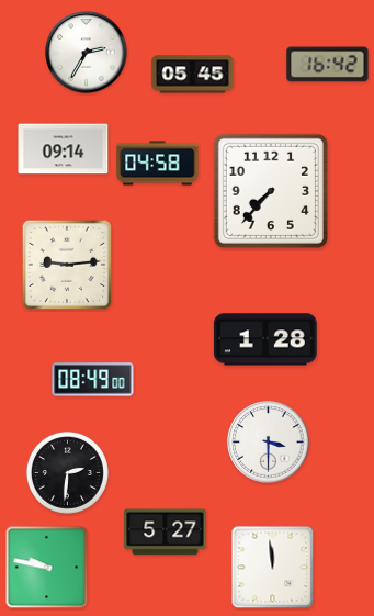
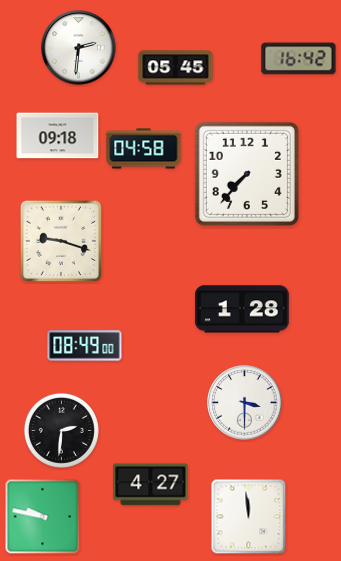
clock at (87, 53): 2:35 -> 2:31
clock at (64, 149): 09:14 -> 09:18
clock at (67, 265): 9:14 -> 9:18
clock at (166, 533): 5:27 -> 4:27
